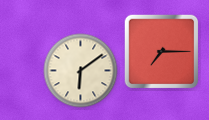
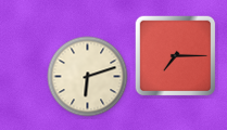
clock at (81, 71): 6:09 -> 6:12
